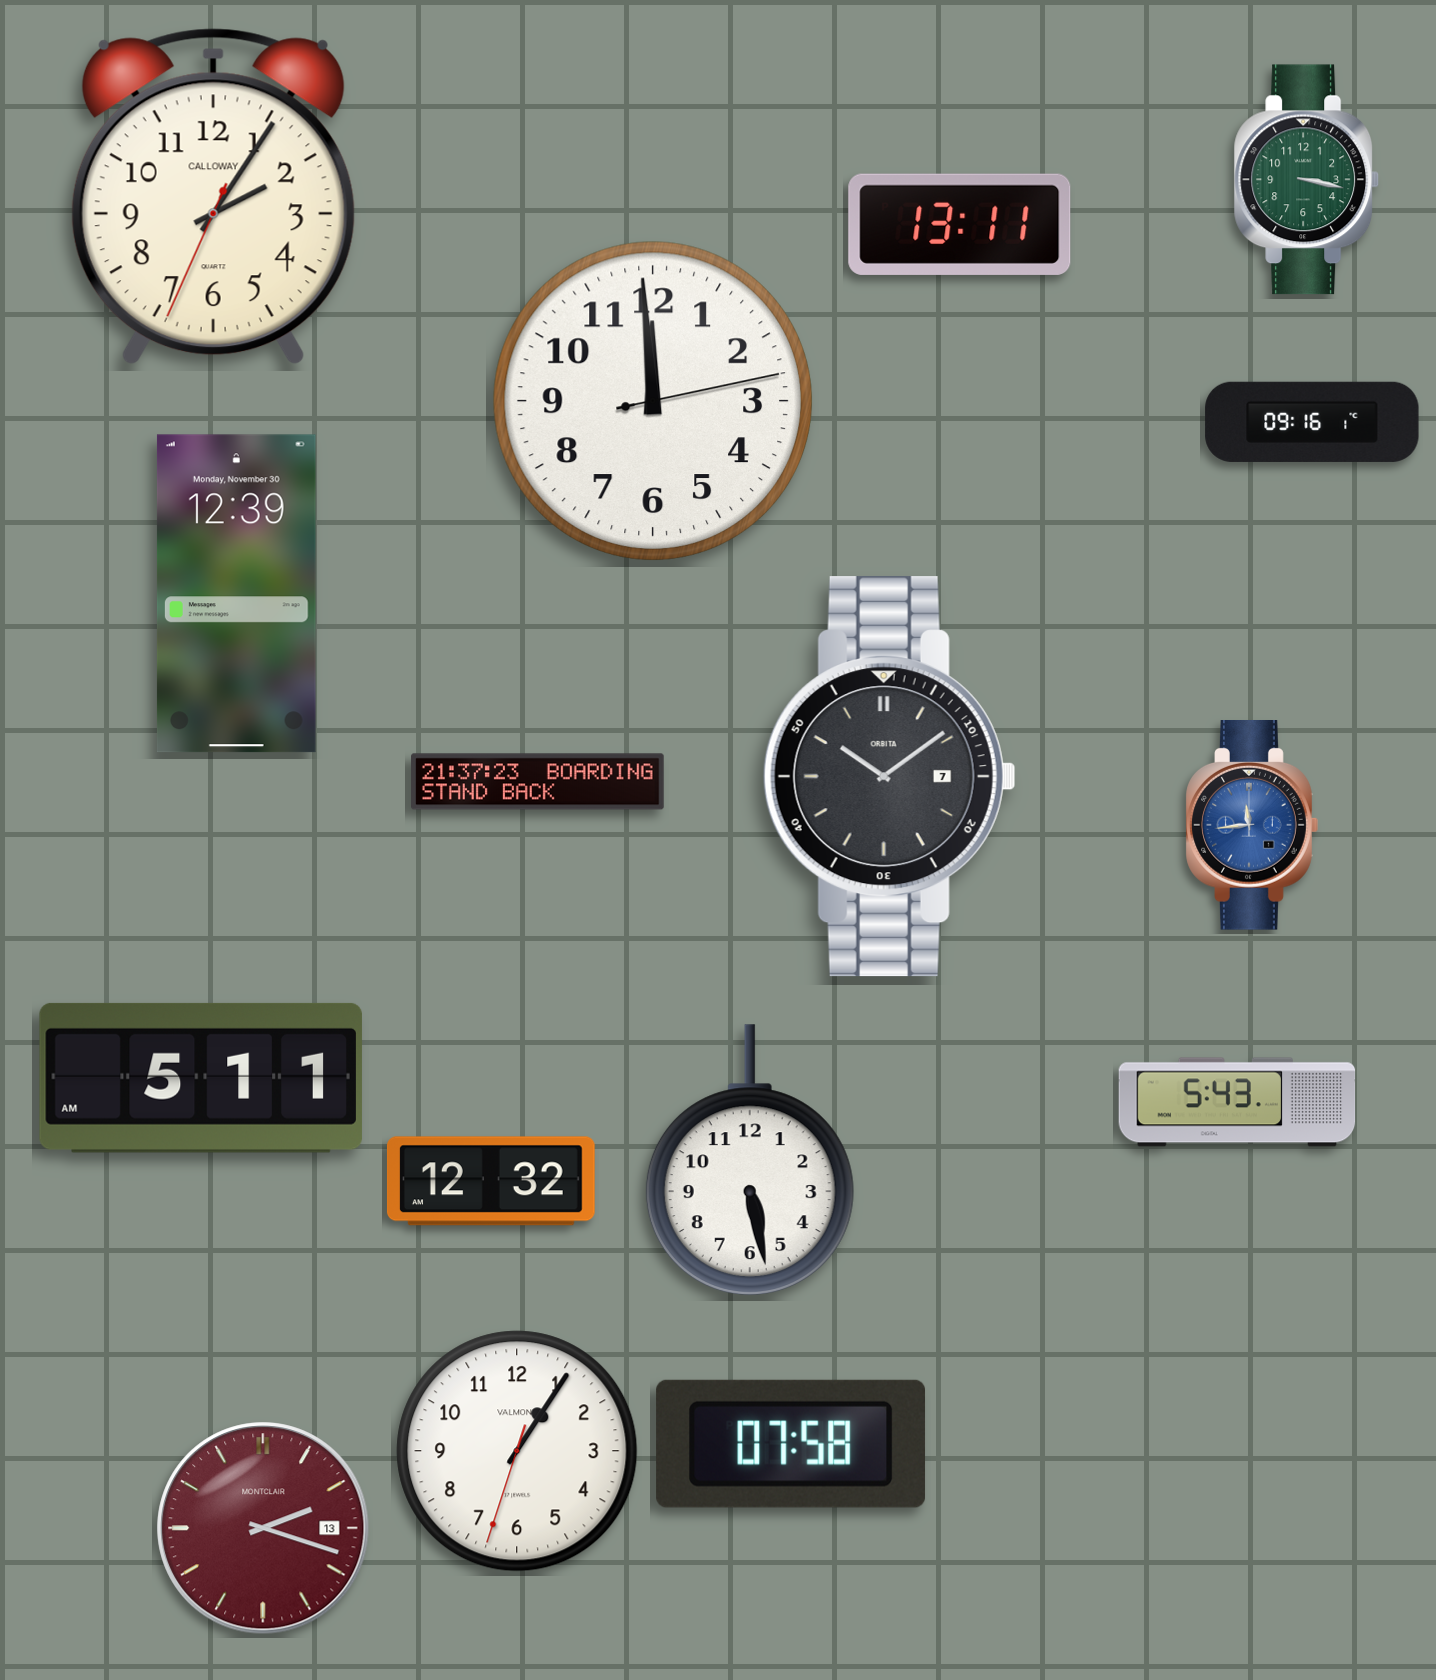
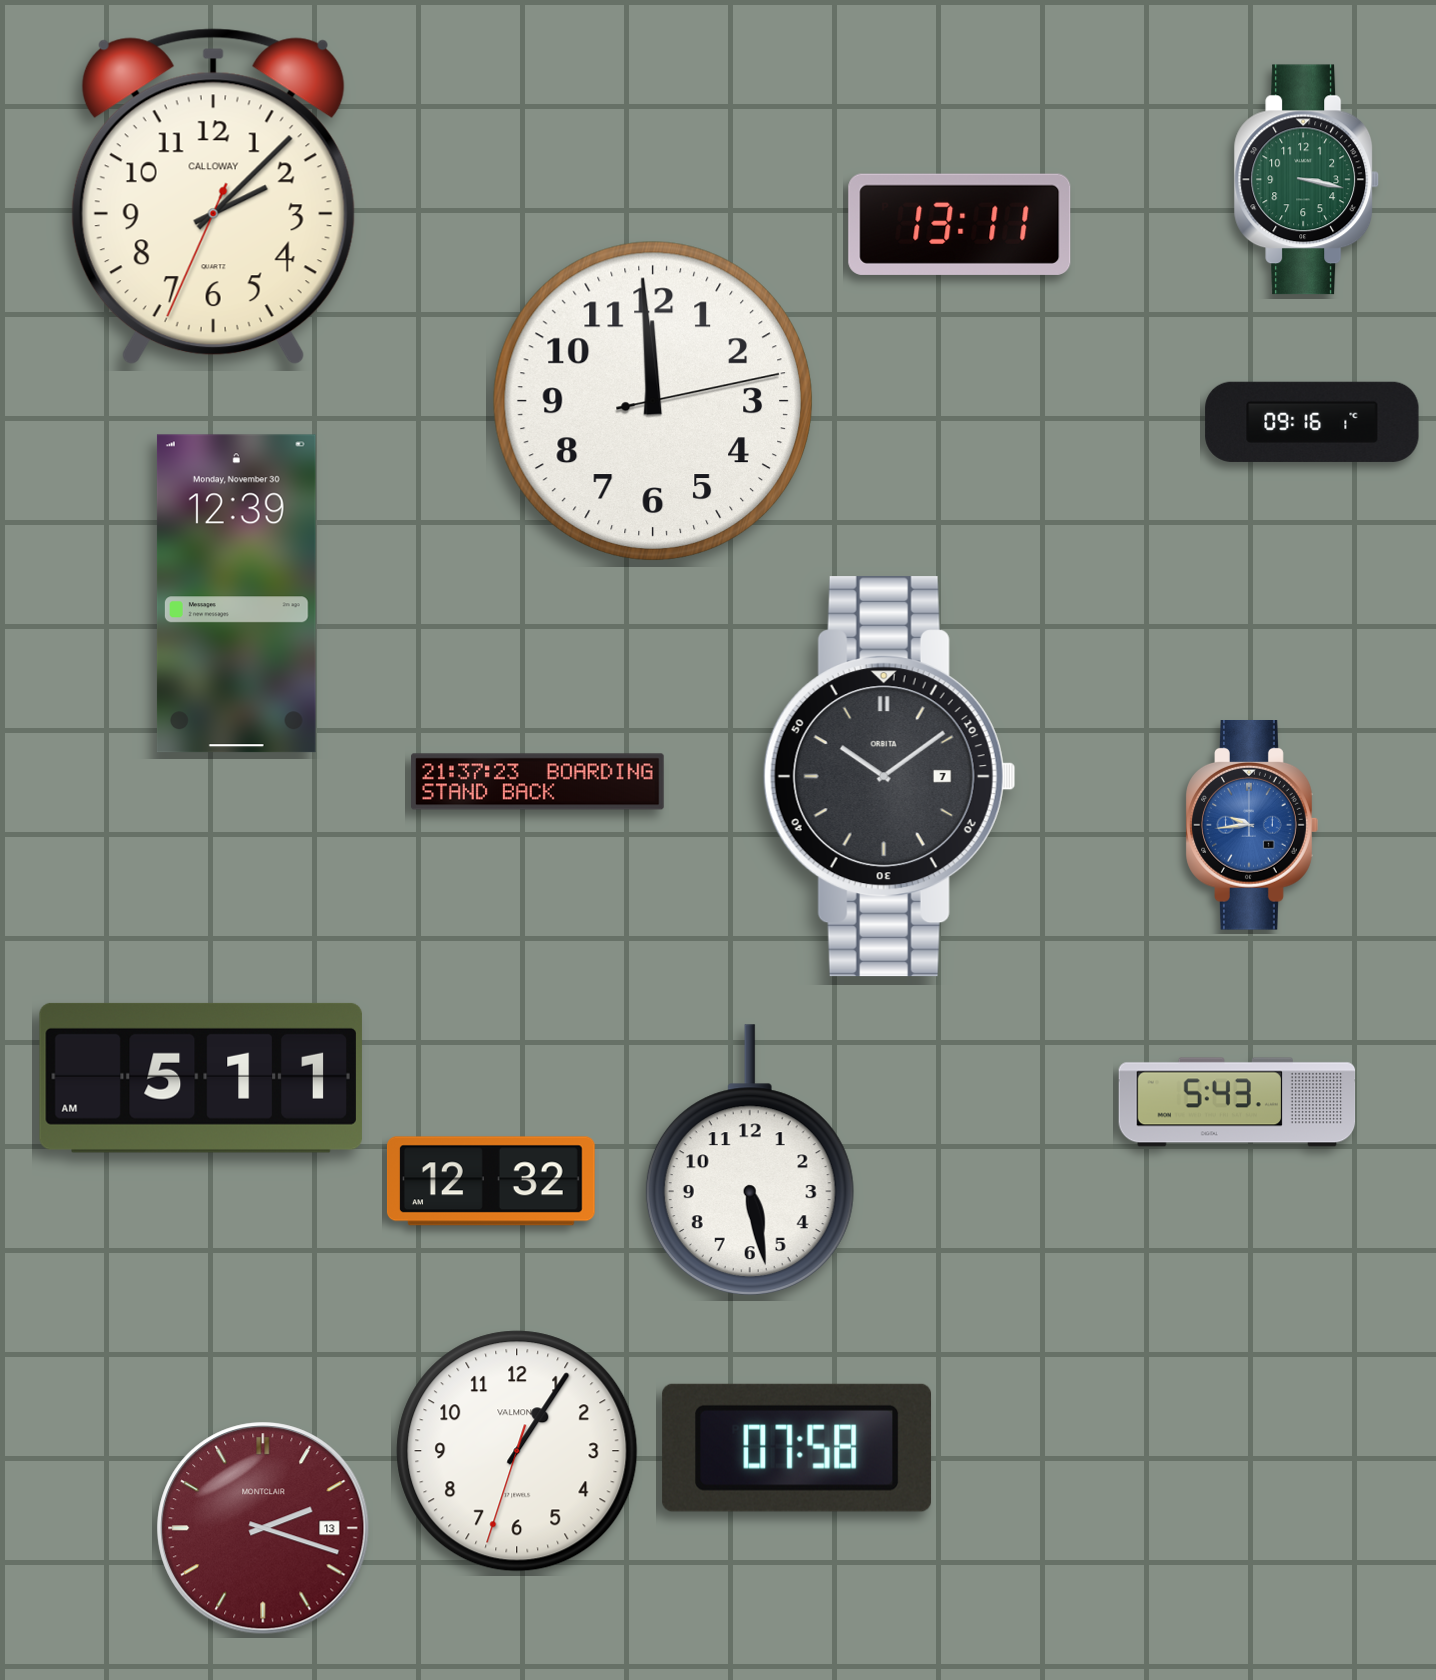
clock at (213, 197): 2:05 -> 2:07
clock at (1252, 826): 11:44 -> 9:44
clock at (791, 1444) position: (791, 1444) -> (797, 1448)
